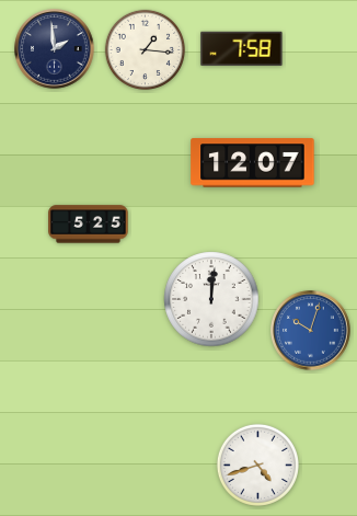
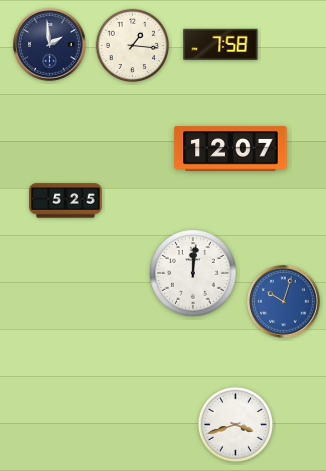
clock at (89, 225) position: (89, 225) -> (66, 201)
clock at (257, 465): 4:42 -> 3:42
